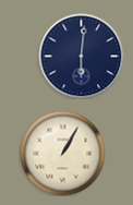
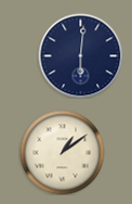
clock at (62, 153): 1:05 -> 1:09
